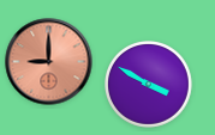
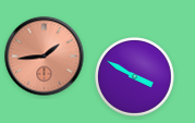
clock at (49, 62): 9:00 -> 1:44
